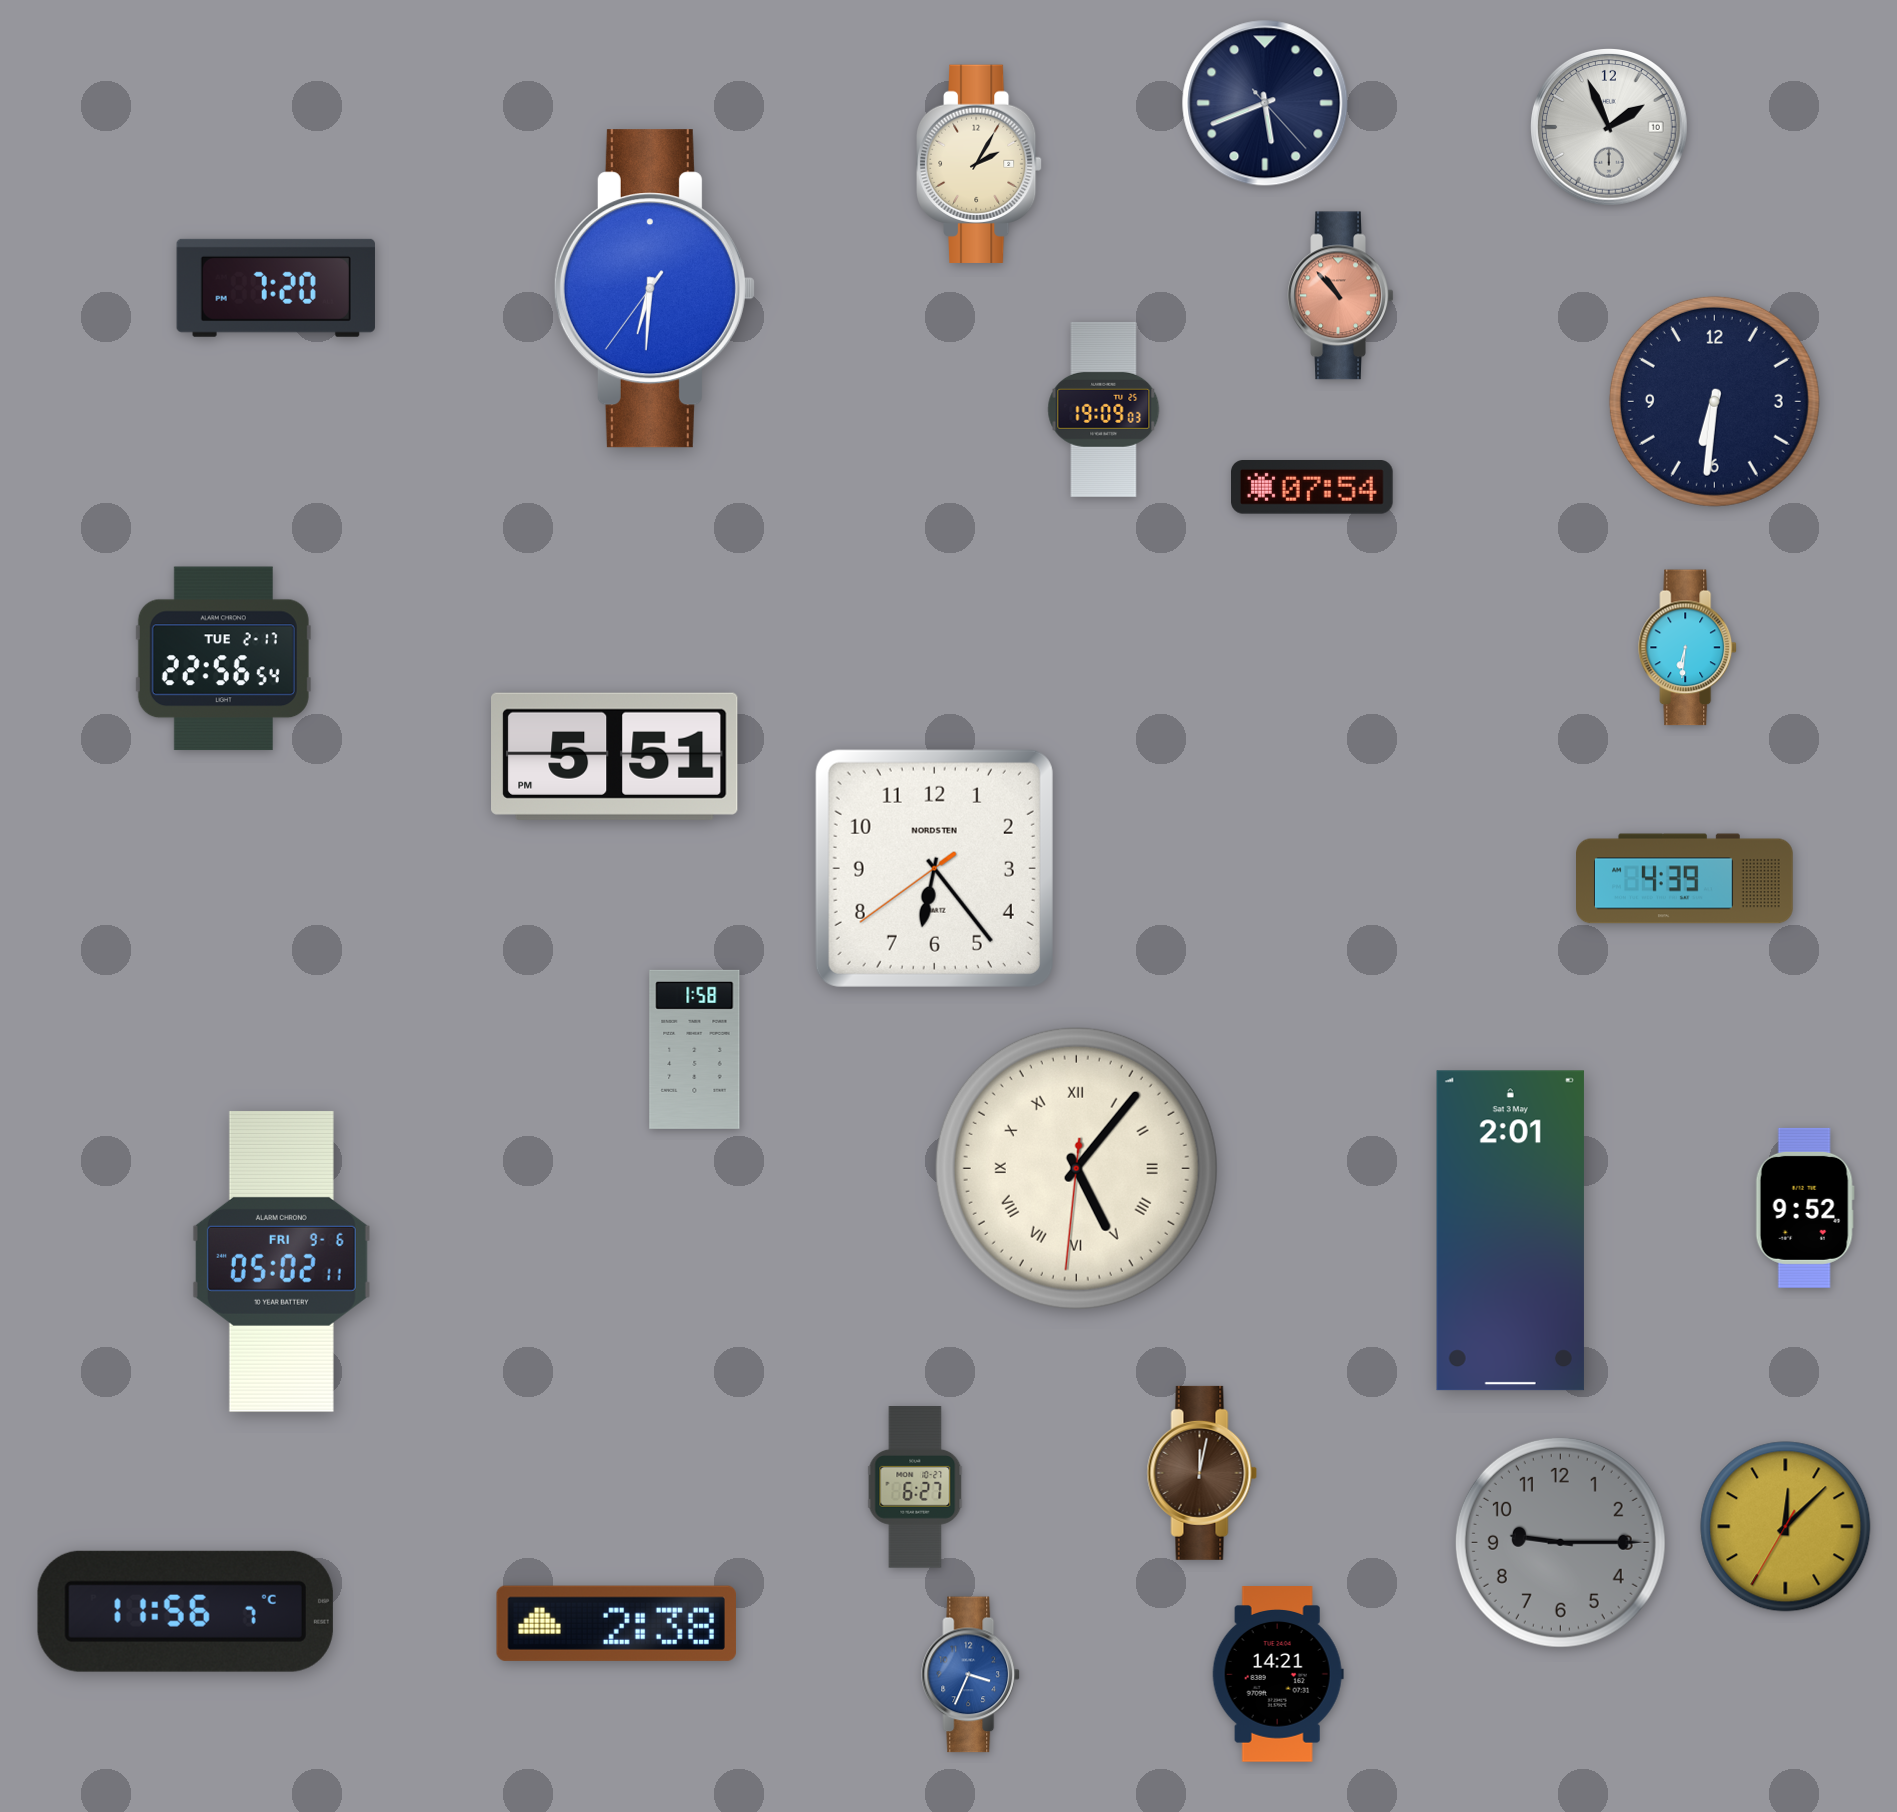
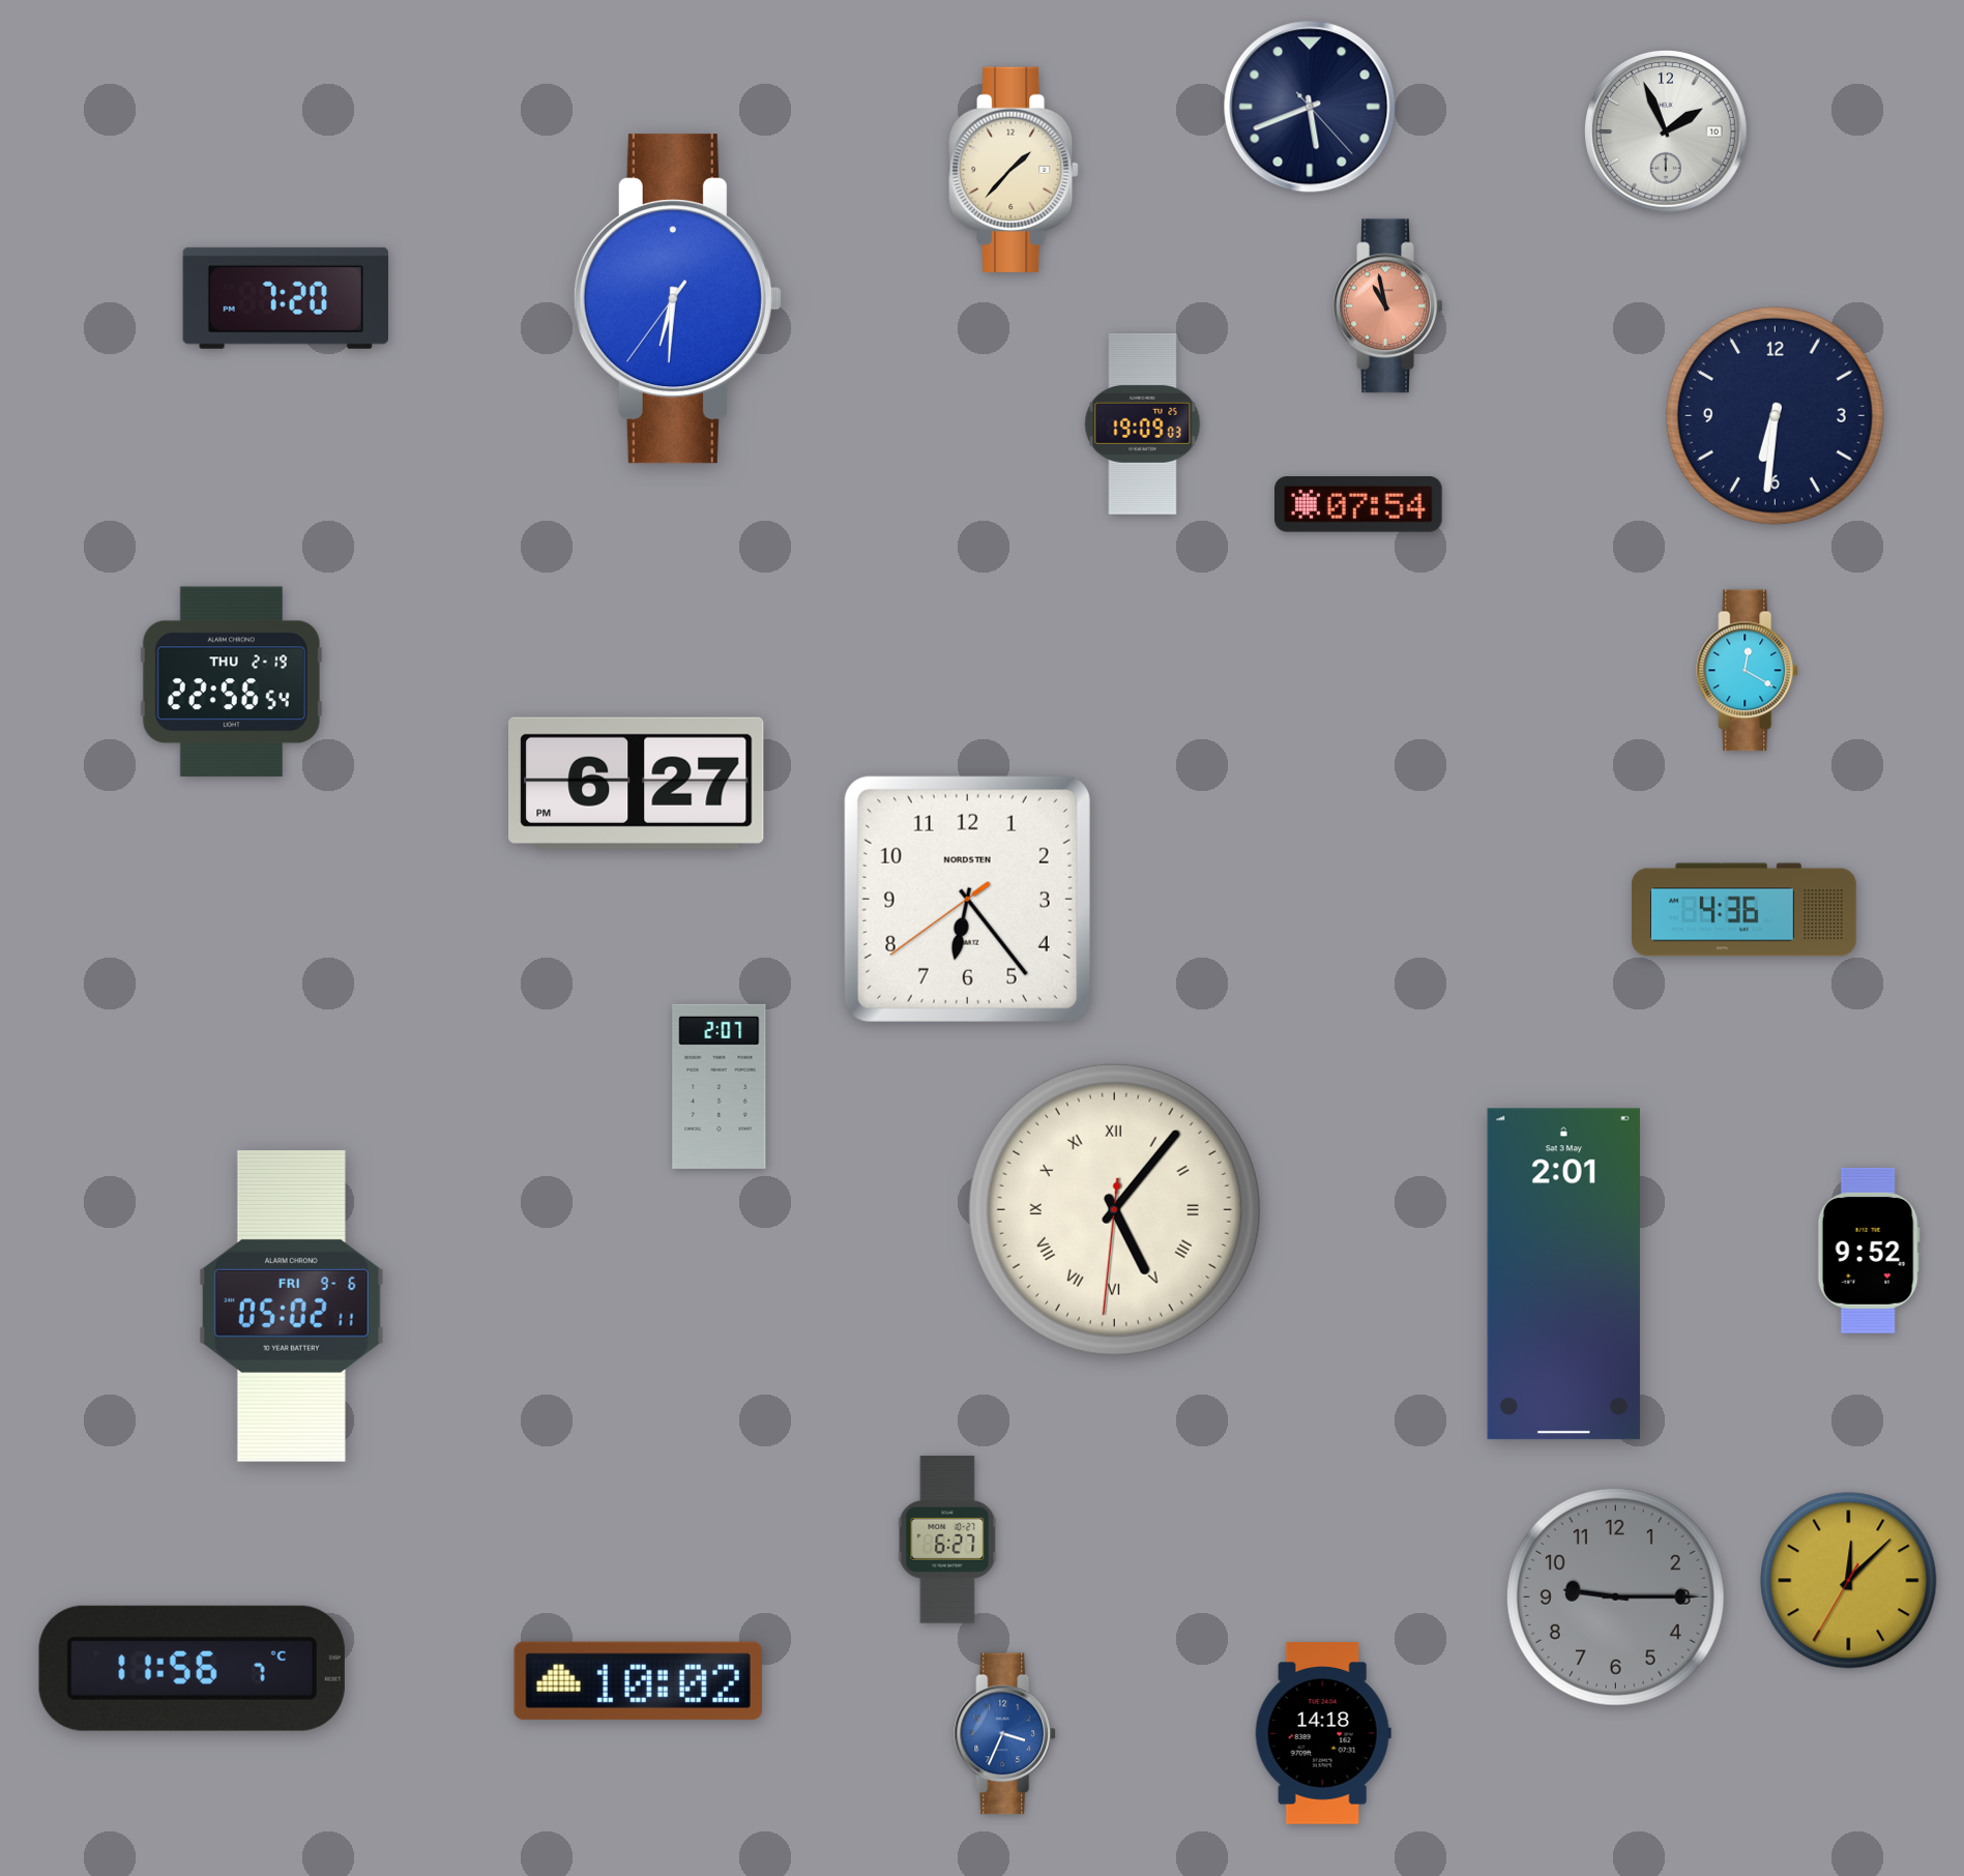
clock at (979, 163): 2:05 -> 1:37
clock at (1341, 296): 10:53 -> 10:58
clock at (1688, 648): 6:31 -> 12:20
clock at (223, 659) date: TUE 2-17 -> THU 2-19
clock at (615, 756): 5:51 -> 6:27
clock at (1685, 879): 4:39 -> 4:36
clock at (695, 1049): 1:58 -> 2:07
clock at (1202, 1473): 12:02 -> none
clock at (616, 1623): 2:38 -> 10:02
clock at (1278, 1674): 14:21 -> 14:18
